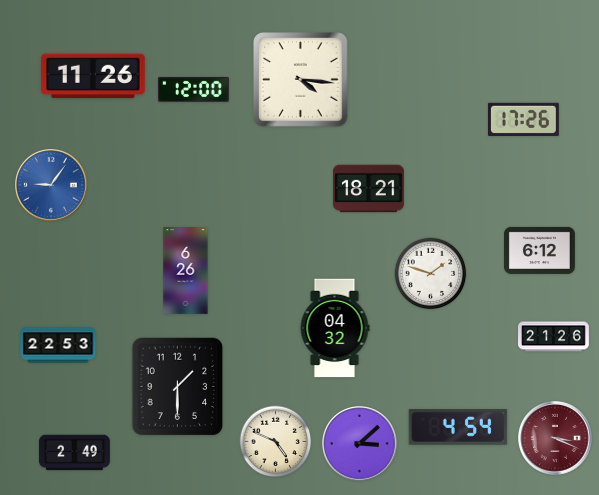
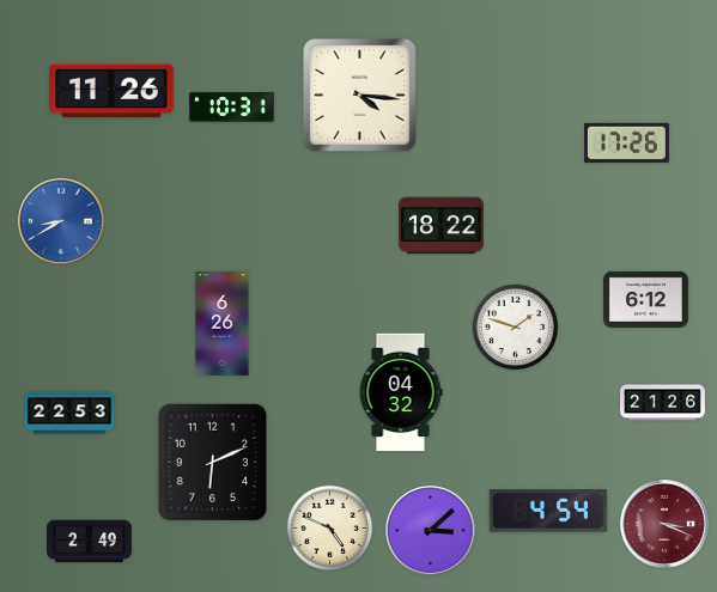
clock at (193, 89): 12:00 -> 10:31
clock at (52, 186): 9:06 -> 8:40
clock at (368, 189): 18:21 -> 18:22
clock at (178, 387): 1:30 -> 6:11
